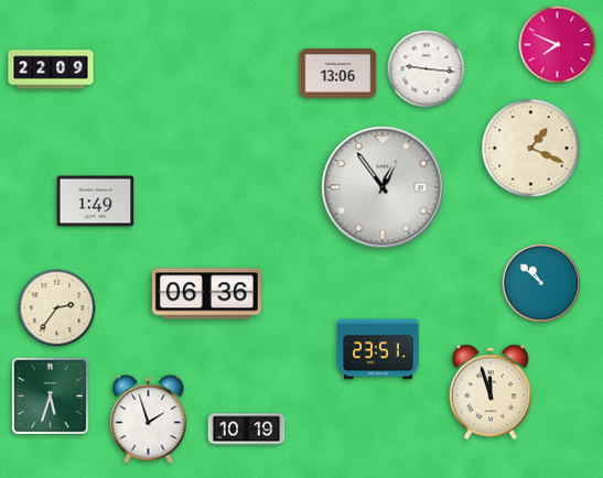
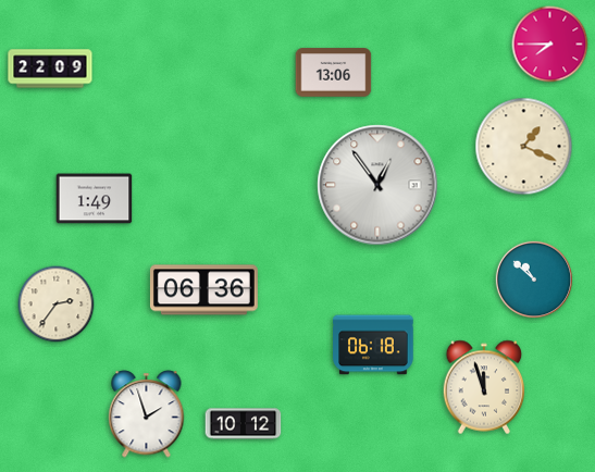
clock at (558, 45): 7:49 -> 7:45
clock at (427, 69): 9:16 -> none
clock at (378, 349): 23:51 -> 06:18
clock at (50, 395): 5:33 -> none
clock at (247, 430): 10:19 -> 10:12
